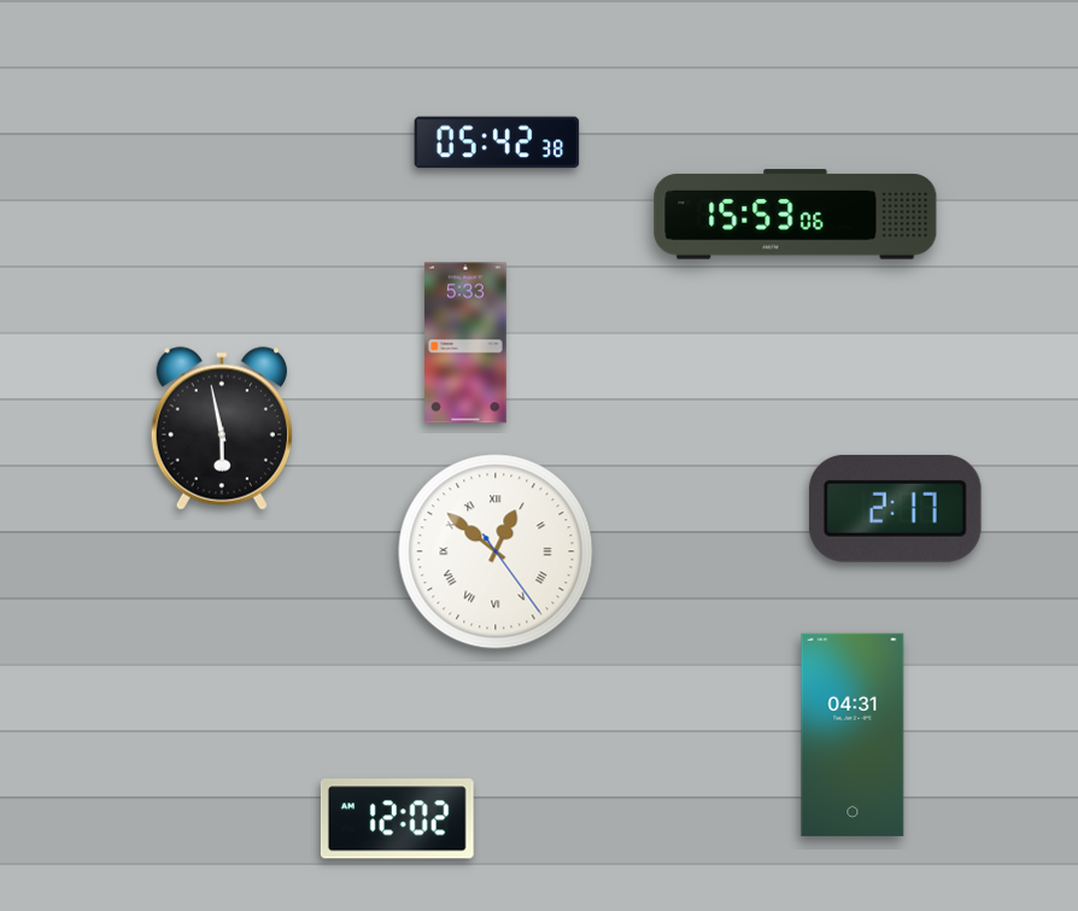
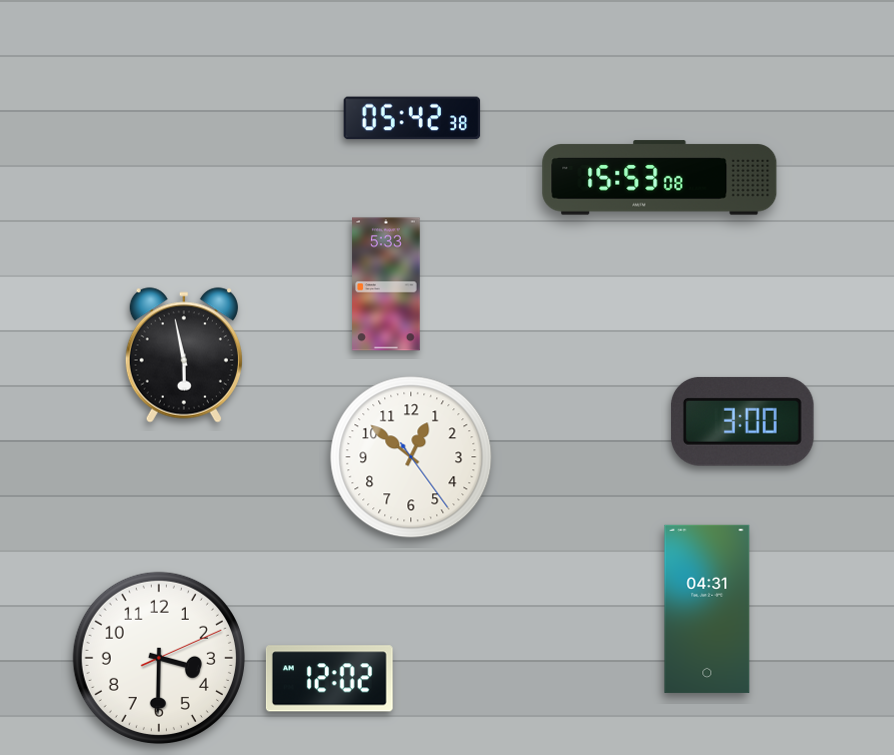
clock at (796, 215): 15:53:06 -> 15:53:08
clock at (895, 508): 2:17 -> 3:00
clock at (496, 551) numerals: Roman -> Arabic
clock at (159, 658): none -> 3:30
